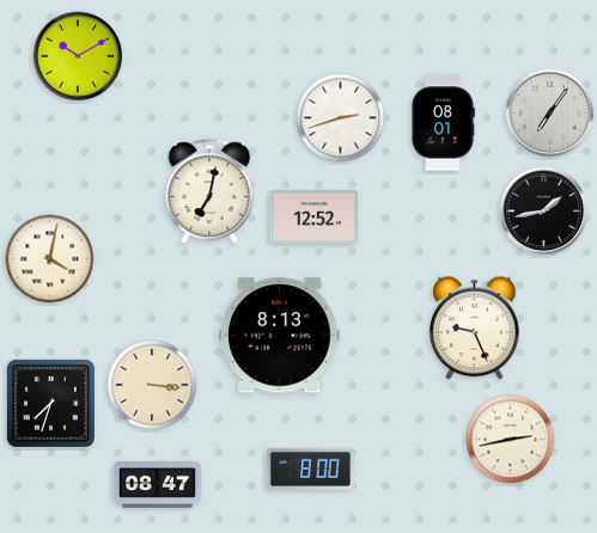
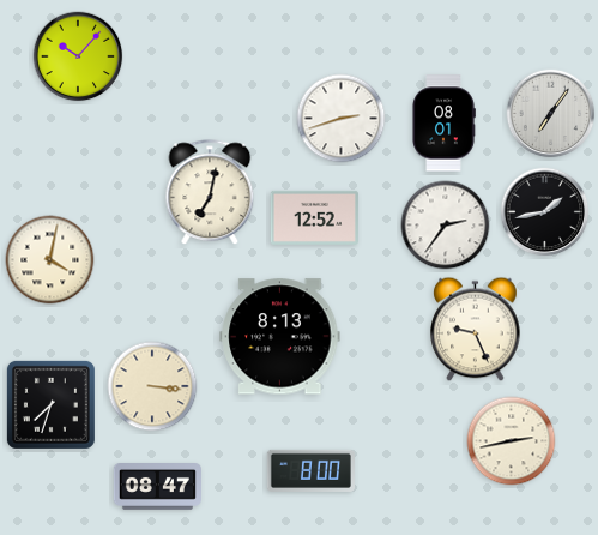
clock at (78, 56): 10:10 -> 10:07
clock at (446, 226): none -> 2:36
